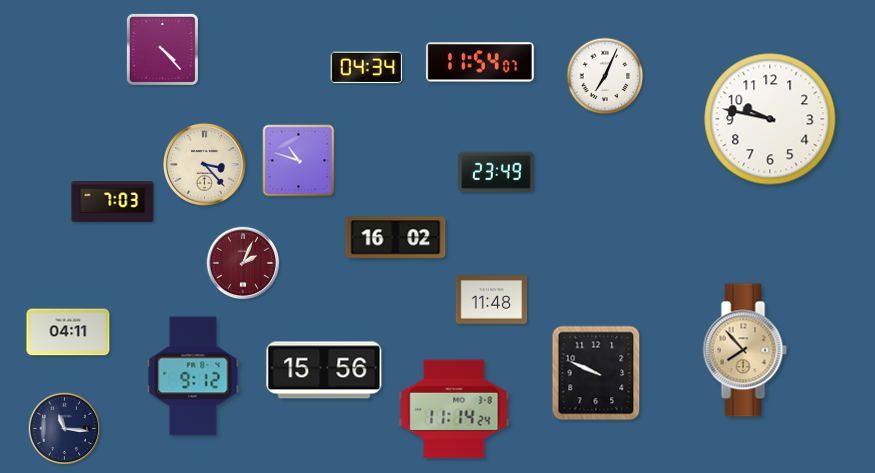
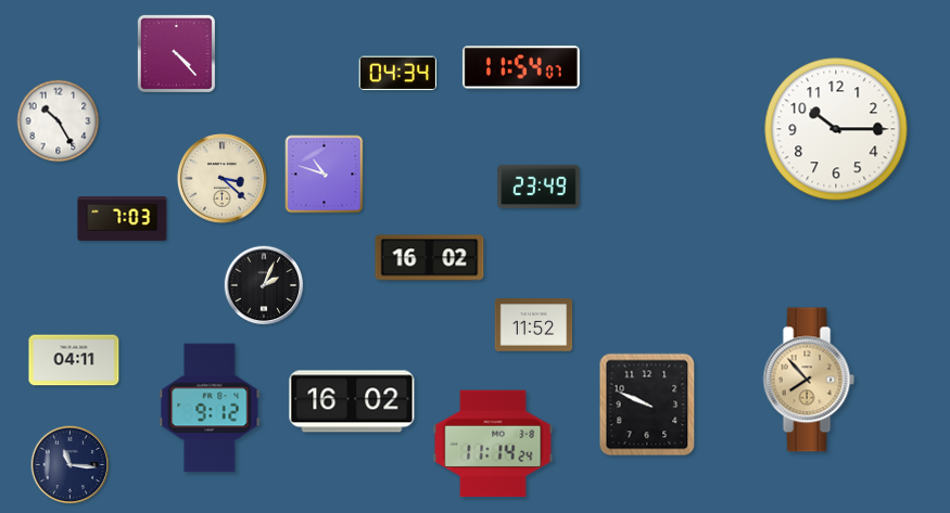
clock at (605, 76): 7:04 -> none
clock at (59, 121): none -> 10:25
clock at (770, 119): 9:47 -> 10:15
clock at (204, 164): 3:23 -> 3:22
clock at (243, 263) dial: burgundy -> black
clock at (492, 300): 11:48 -> 11:52
clock at (324, 370): 15:56 -> 16:02
